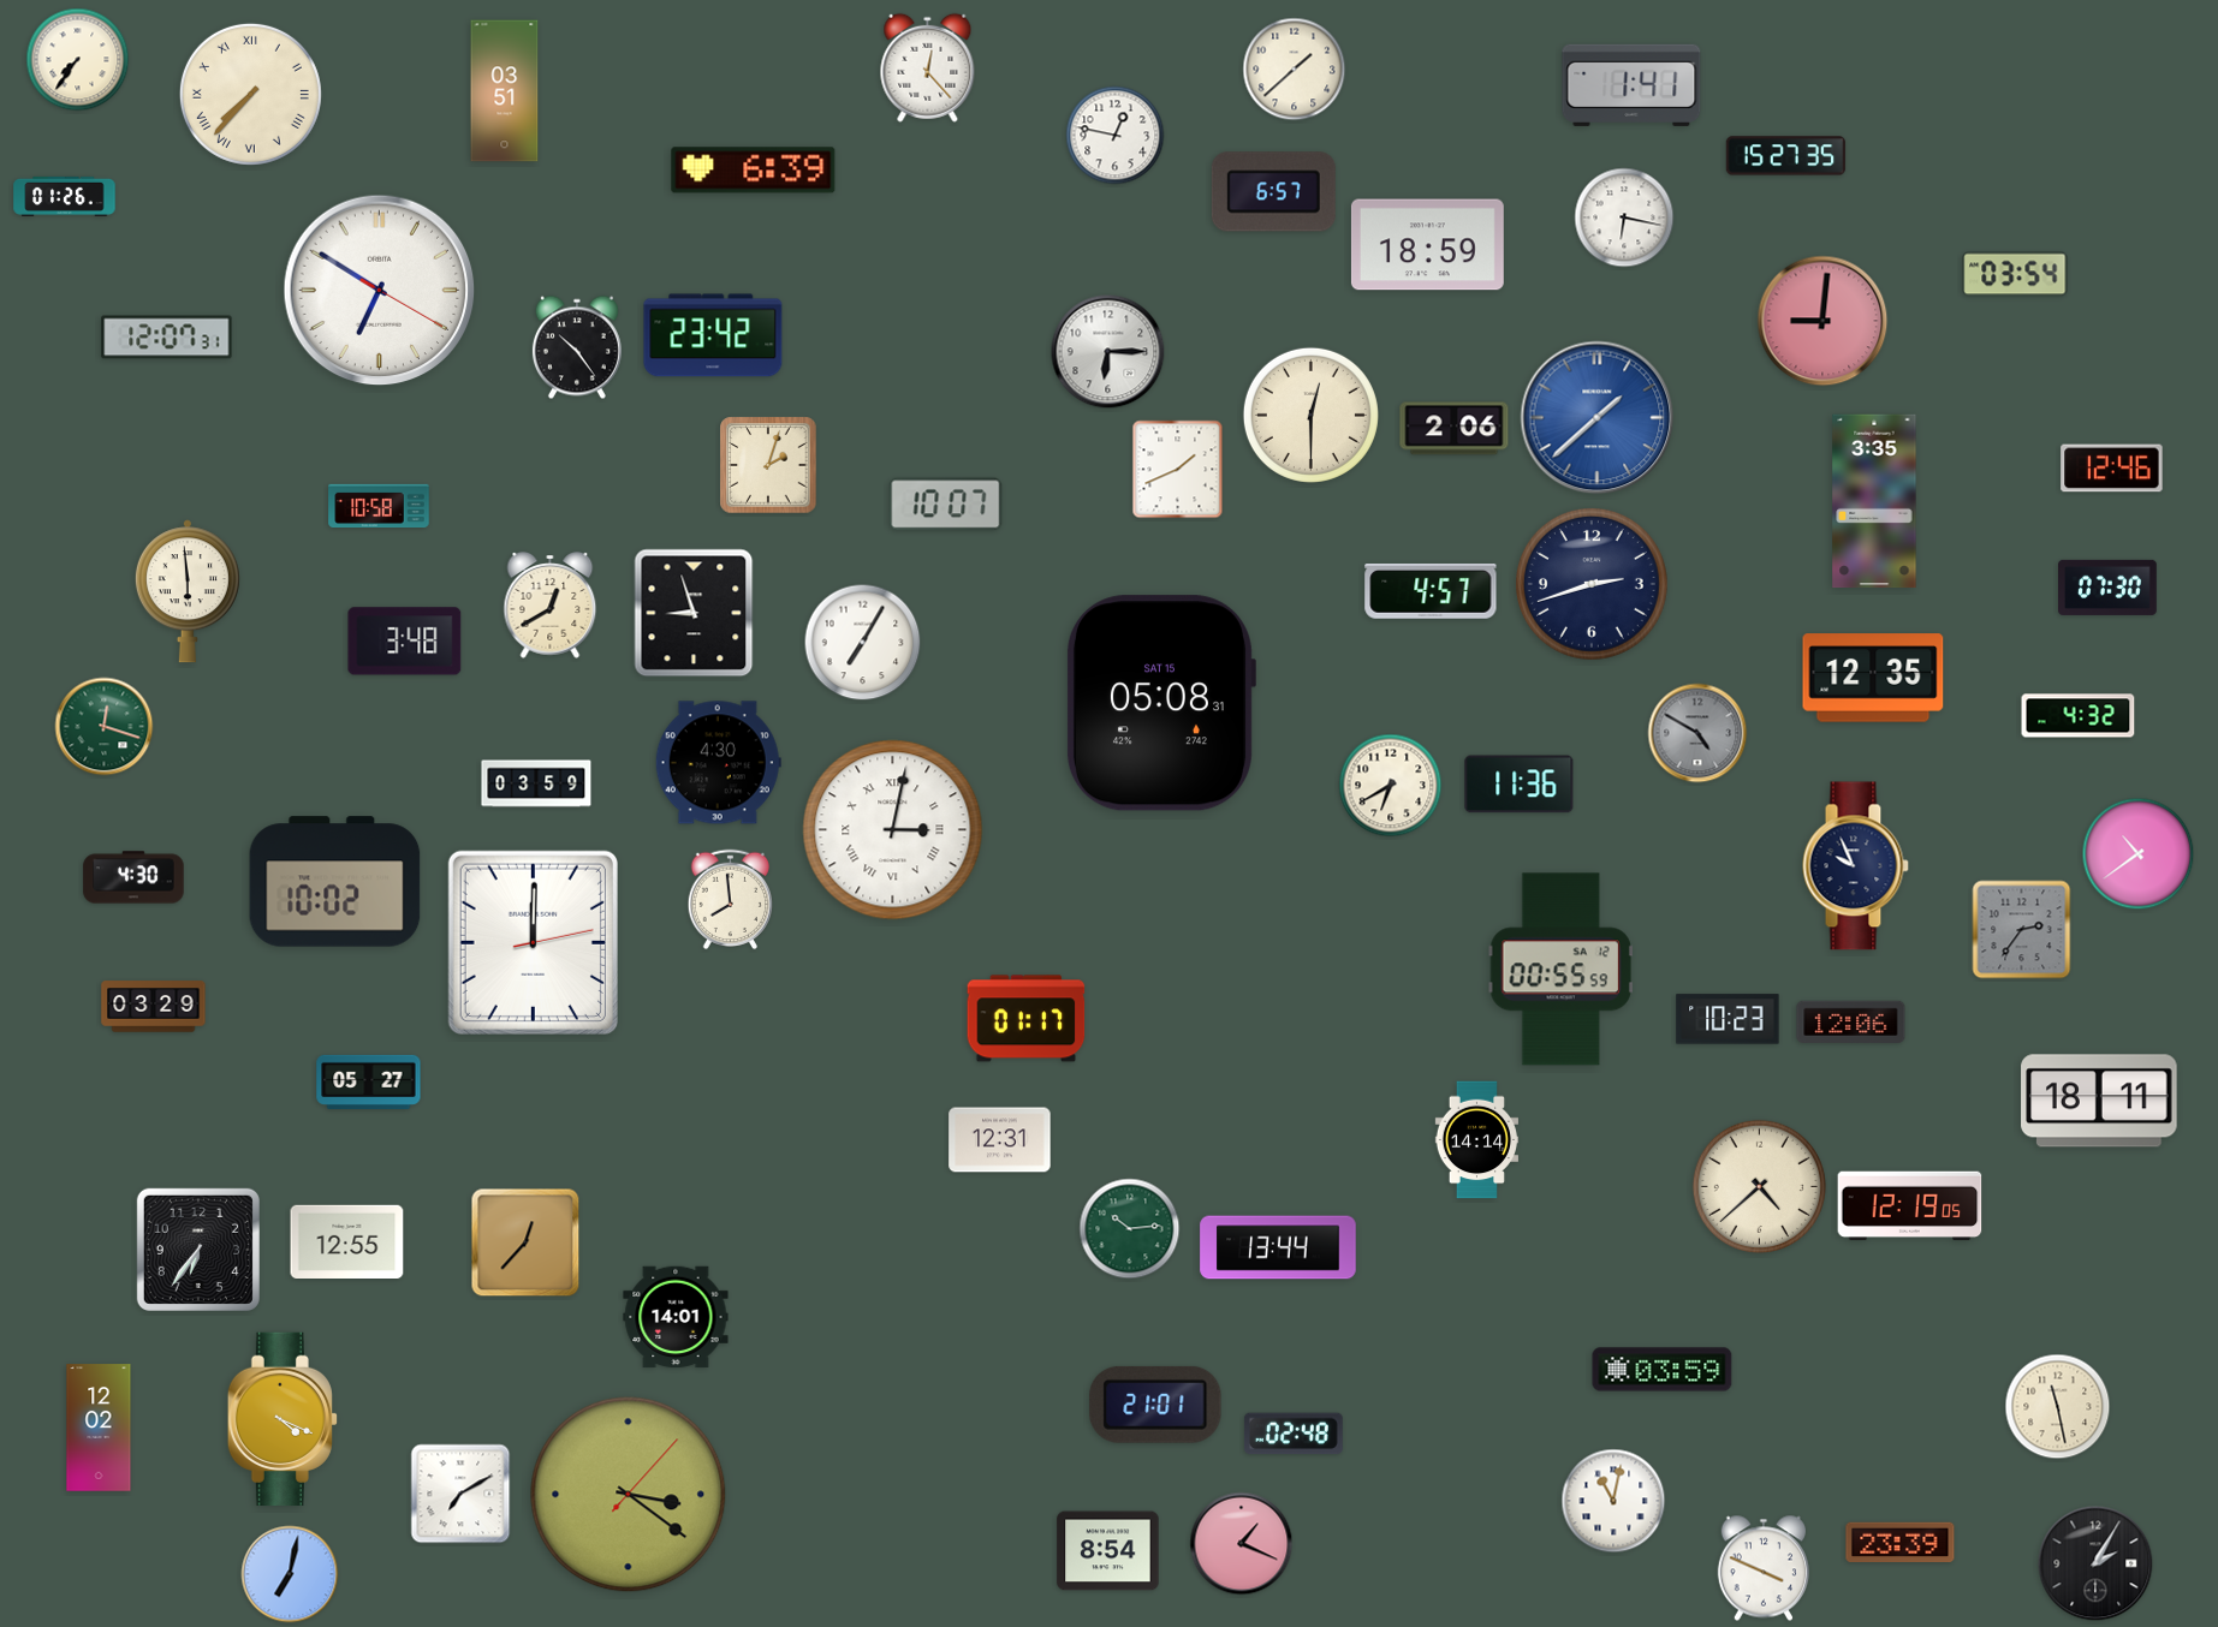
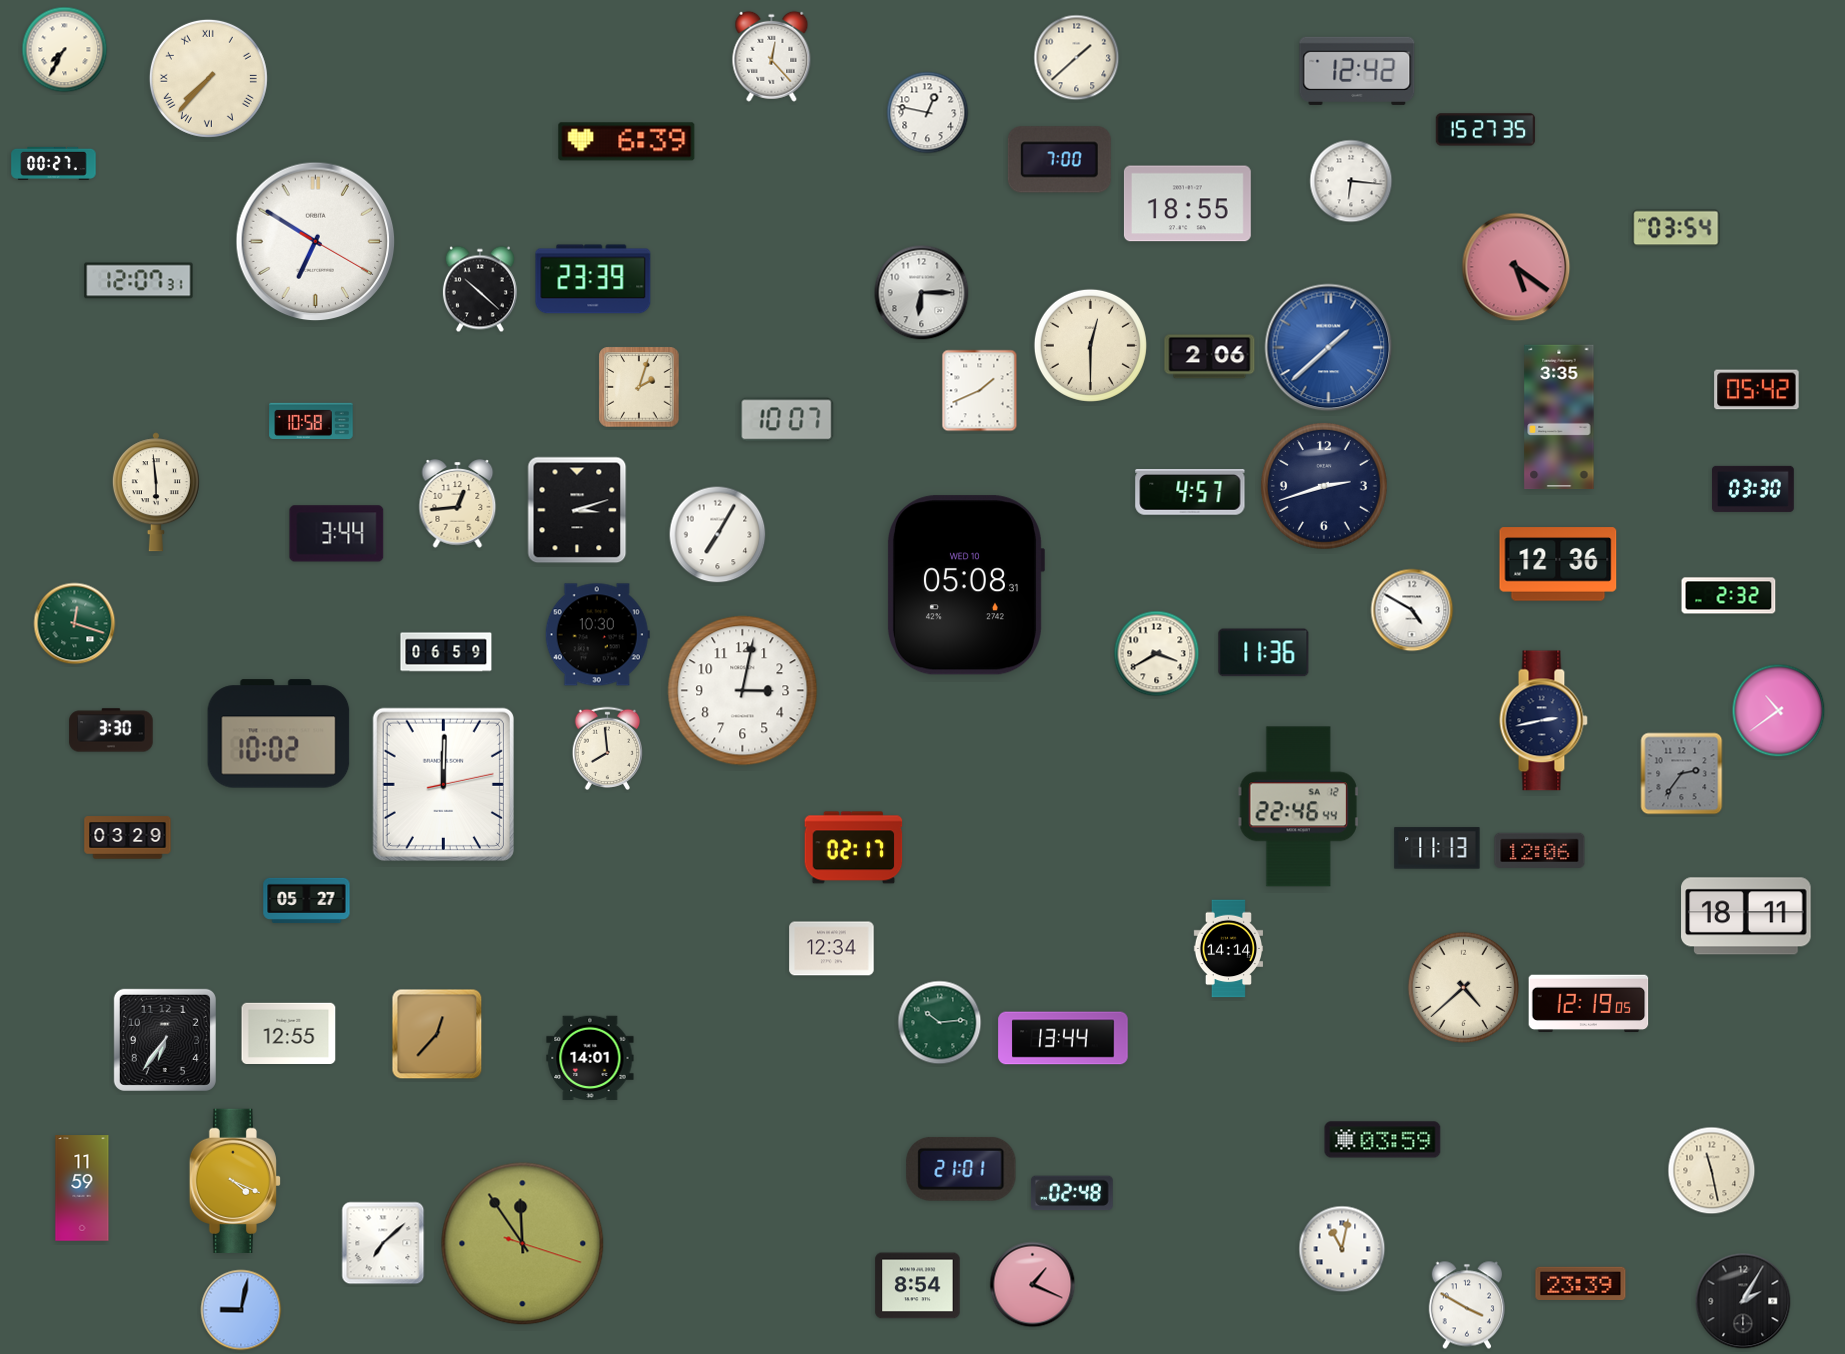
clock at (78, 60): 7:36 -> 7:35
clock at (1631, 85): 1:41 -> 12:42
clock at (505, 91): 03:51 -> none
clock at (1273, 192): 6:57 -> 7:00
clock at (65, 196): 01:26 -> 00:27
clock at (1624, 217): 6:17 -> 6:16
clock at (1427, 245): 18:59 -> 18:55
clock at (1822, 321): 9:01 -> 5:21
clock at (713, 335): 23:42 -> 23:39
clock at (577, 347): 10:24 -> 10:22
clock at (2112, 469): 12:46 -> 05:42
clock at (379, 505) position: (379, 505) -> (311, 420)
clock at (2109, 588): 07:30 -> 03:30
clock at (551, 606): 12:40 -> 12:44
clock at (694, 613): 8:57 -> 3:12
clock at (405, 642): 3:48 -> 3:44
clock at (1873, 678): 12:35 -> 12:36
clock at (1160, 703) date: SAT 15 -> WED 10
clock at (2079, 716): 4:32 -> 2:32
clock at (105, 727) position: (105, 727) -> (75, 624)
clock at (1697, 733) dial: grey -> white
clock at (718, 763): 4:30 -> 10:30
clock at (536, 783): 03:59 -> 06:59
clock at (1391, 786): 6:40 -> 3:40
clock at (893, 830) numerals: Roman -> Arabic
clock at (1855, 866): 9:56 -> 2:43
clock at (133, 877): 4:30 -> 3:30
clock at (1560, 970): 00:55 -> 22:46
clock at (1027, 1019): 01:17 -> 02:17
clock at (1728, 1019): 10:23 -> 11:13
clock at (1000, 1140): 12:31 -> 12:34
clock at (676, 1317) position: (676, 1317) -> (590, 1058)
clock at (99, 1428): 12:02 -> 11:59
clock at (1294, 1434) position: (1294, 1434) -> (1072, 1193)
clock at (460, 1494): 7:10 -> 7:08
clock at (629, 1495): 3:21 -> 11:54
clock at (1108, 1551) position: (1108, 1551) -> (918, 1286)
clock at (1762, 1568): 3:49 -> 3:50
clock at (290, 1574): 7:02 -> 9:02
